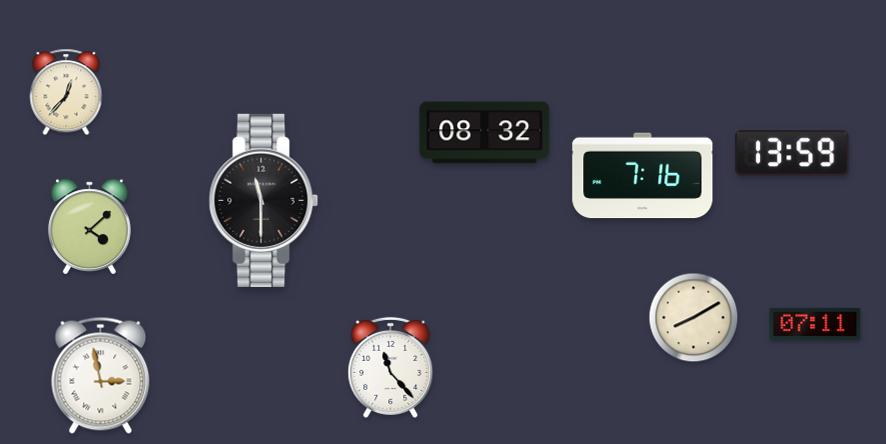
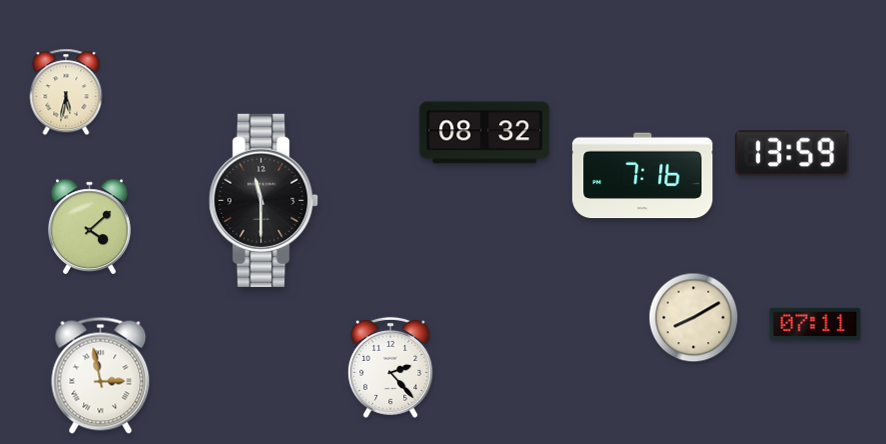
clock at (66, 92): 12:37 -> 5:32
clock at (391, 367): 11:23 -> 2:23
